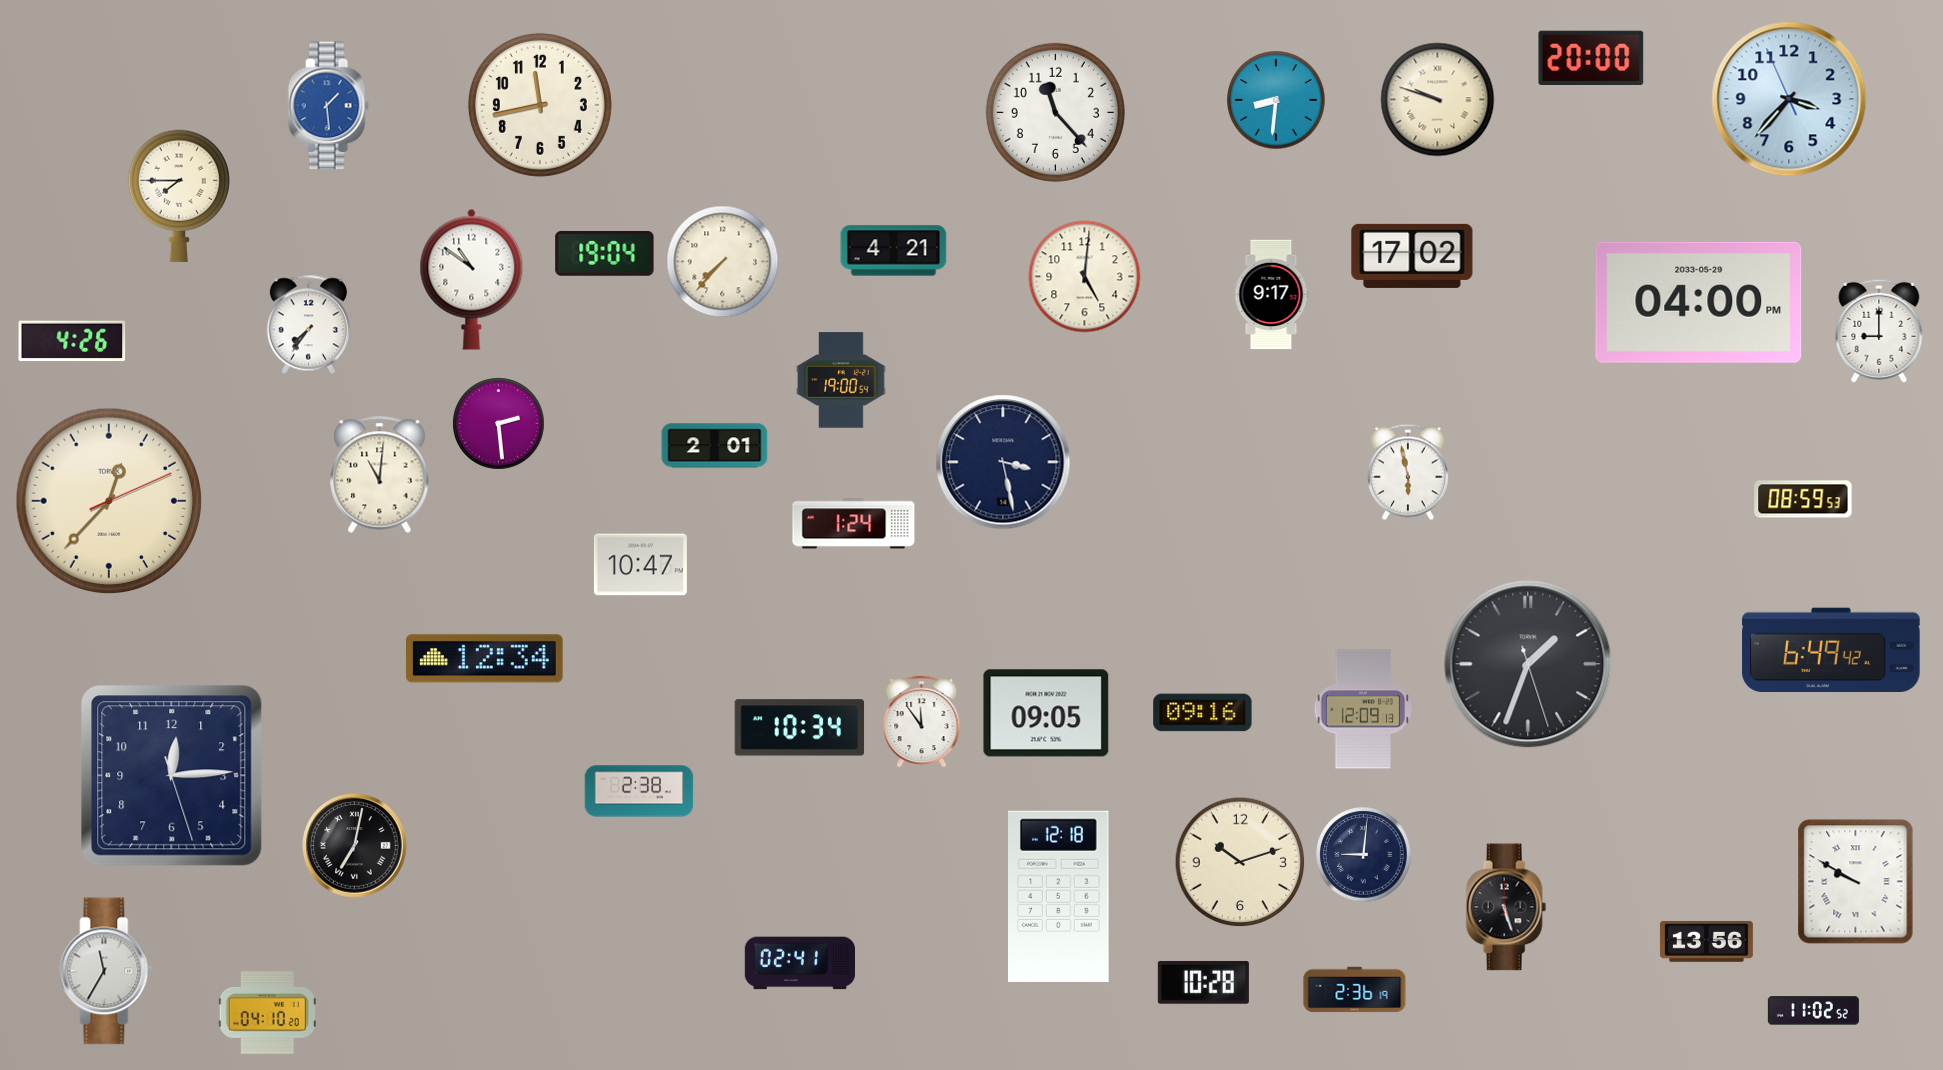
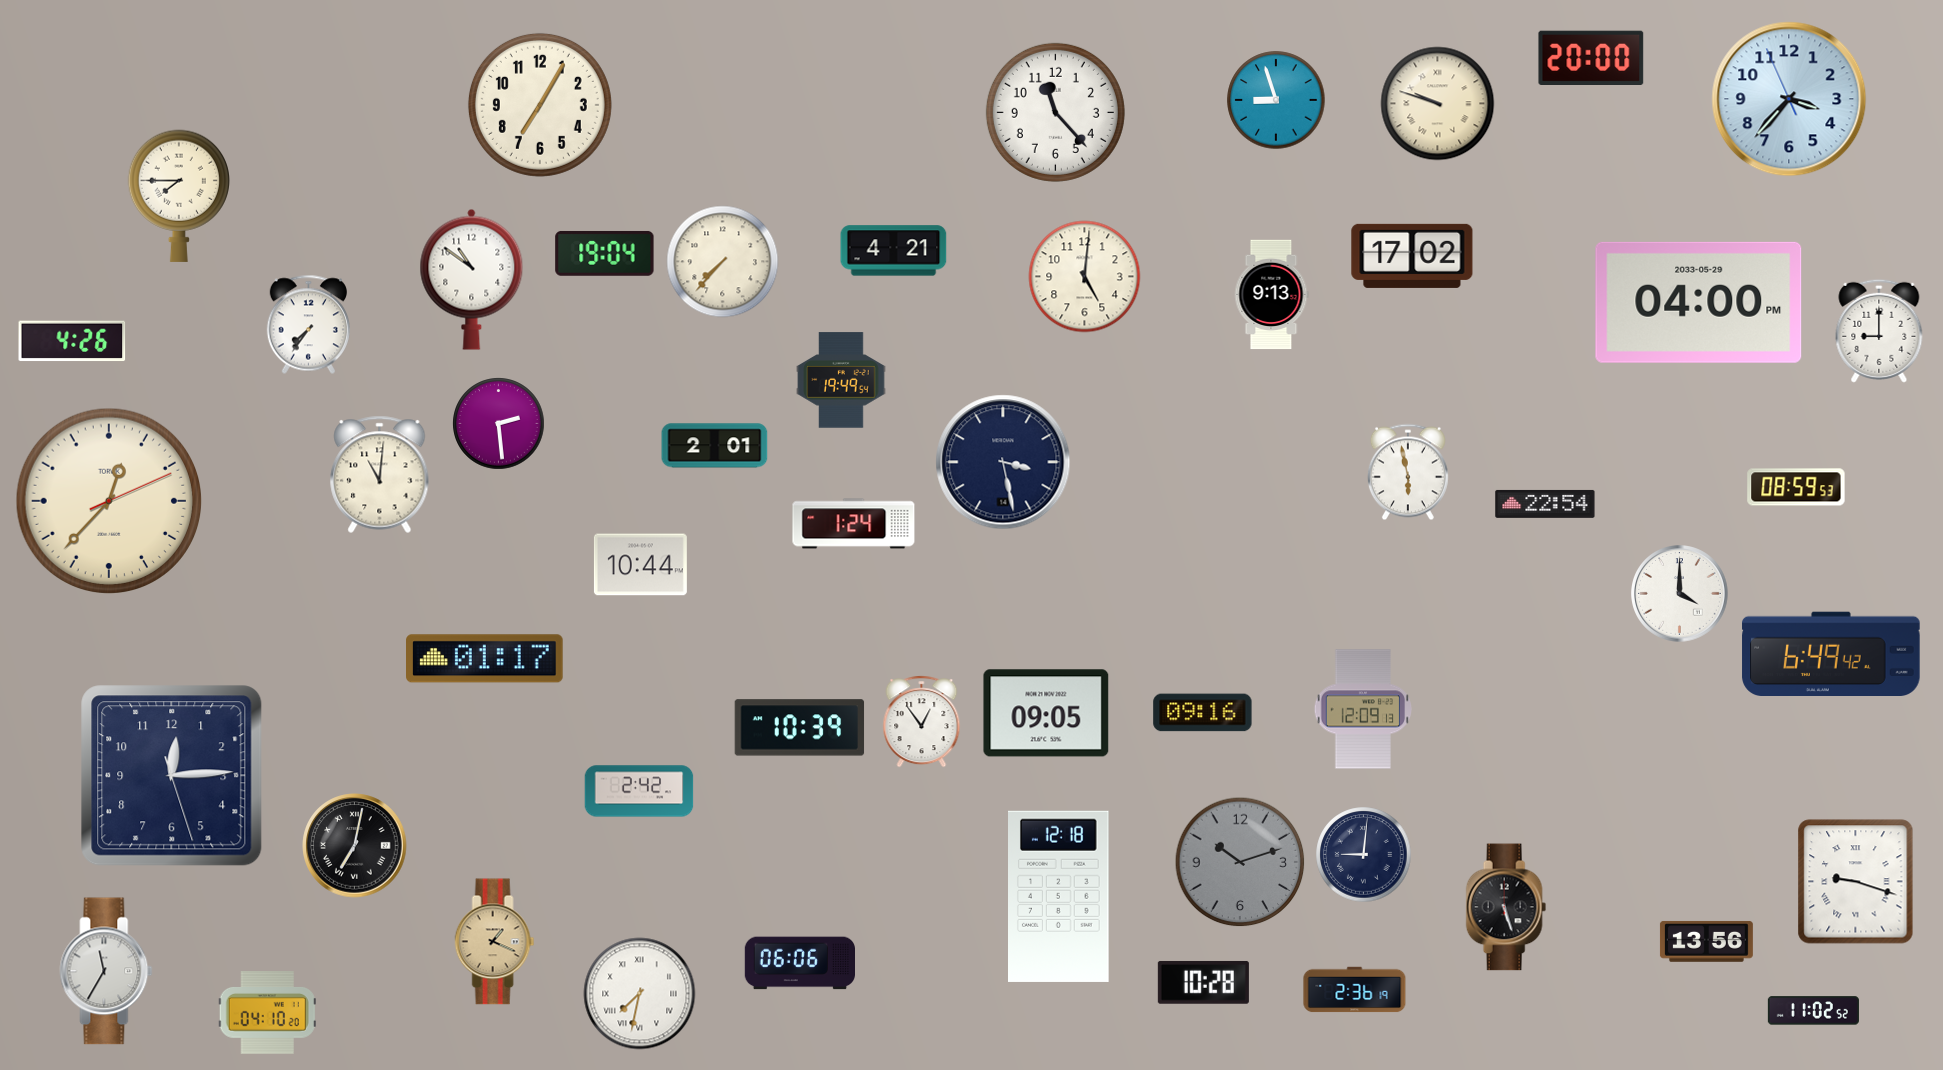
clock at (1276, 100): 8:31 -> 8:57
clock at (1438, 100) position: (1438, 100) -> (1438, 104)
clock at (540, 105): 11:43 -> 7:05
clock at (328, 106): 1:29 -> none
clock at (1271, 295): 9:17 -> 9:13
clock at (841, 380): 19:00 -> 19:49
clock at (1803, 499) position: (1803, 499) -> (1796, 487)
clock at (1545, 504): none -> 22:54
clock at (640, 565): 10:47 -> 10:44
clock at (1680, 594): none -> 4:00
clock at (1831, 650) position: (1831, 650) -> (1831, 654)
clock at (485, 659): 12:34 -> 01:17
clock at (1528, 664): 1:33 -> none
clock at (922, 722): 11:54 -> 12:54
clock at (800, 728): 10:34 -> 10:39
clock at (639, 791): 2:38 -> 2:42
clock at (1240, 862) dial: cream -> grey
clock at (1856, 882): 9:50 -> 9:18
clock at (495, 942): none -> 1:19
clock at (799, 963): 02:41 -> 06:06
clock at (640, 994): none -> 7:32
